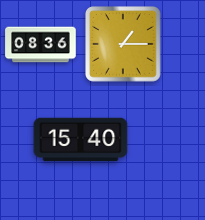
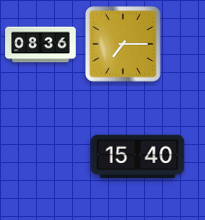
clock at (124, 45): 1:15 -> 7:15
clock at (81, 140) position: (81, 140) -> (138, 157)
